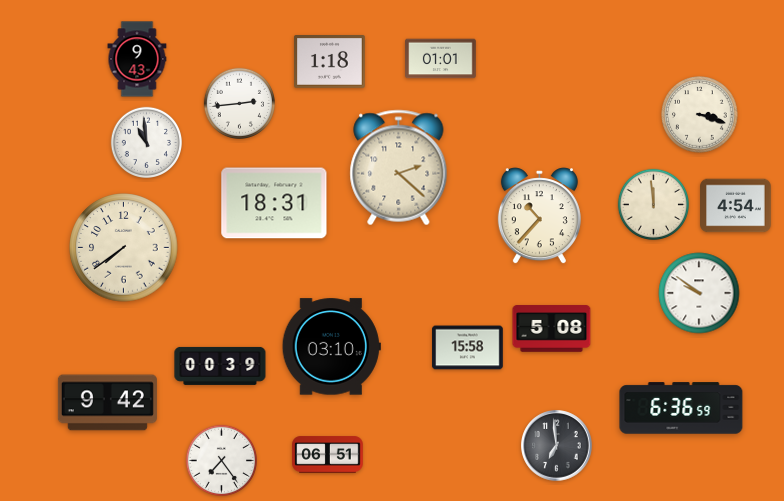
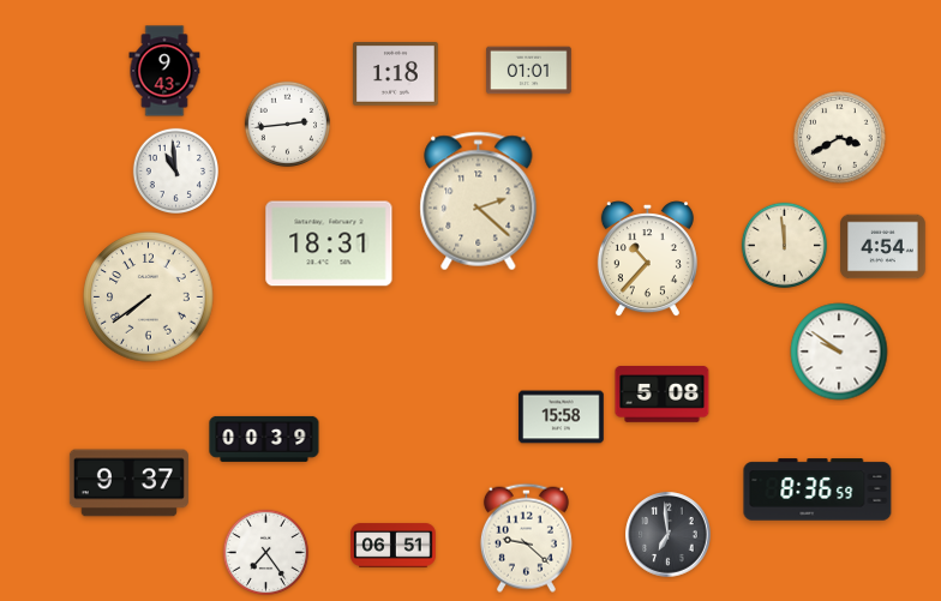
clock at (700, 115): 3:18 -> 3:40
clock at (331, 347): 03:10 -> none
clock at (107, 403): 9:42 -> 9:37
clock at (681, 408): 6:36 -> 8:36
clock at (526, 537): none -> 9:22
